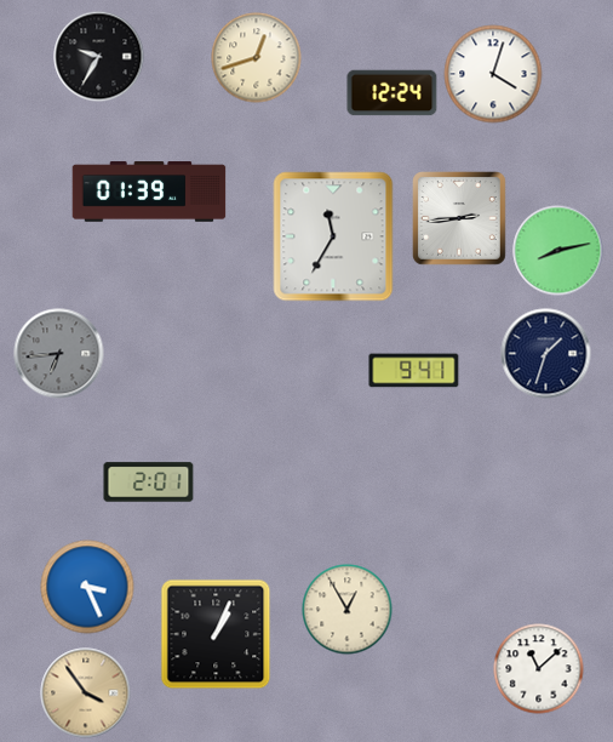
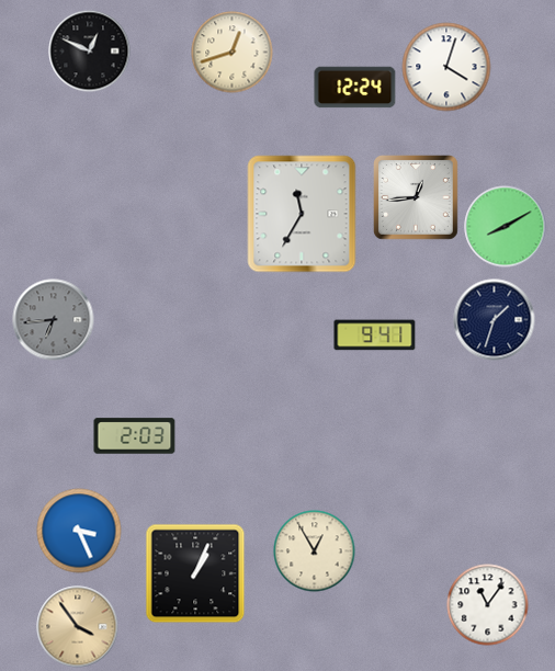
clock at (99, 57): 9:35 -> 12:49
clock at (393, 93) position: (393, 93) -> (355, 88)
clock at (149, 192): 01:39 -> none
clock at (460, 219): 2:44 -> 12:44
clock at (558, 251): 8:13 -> 8:10
clock at (149, 483): 2:01 -> 2:03
clock at (539, 669): 11:08 -> 11:06
